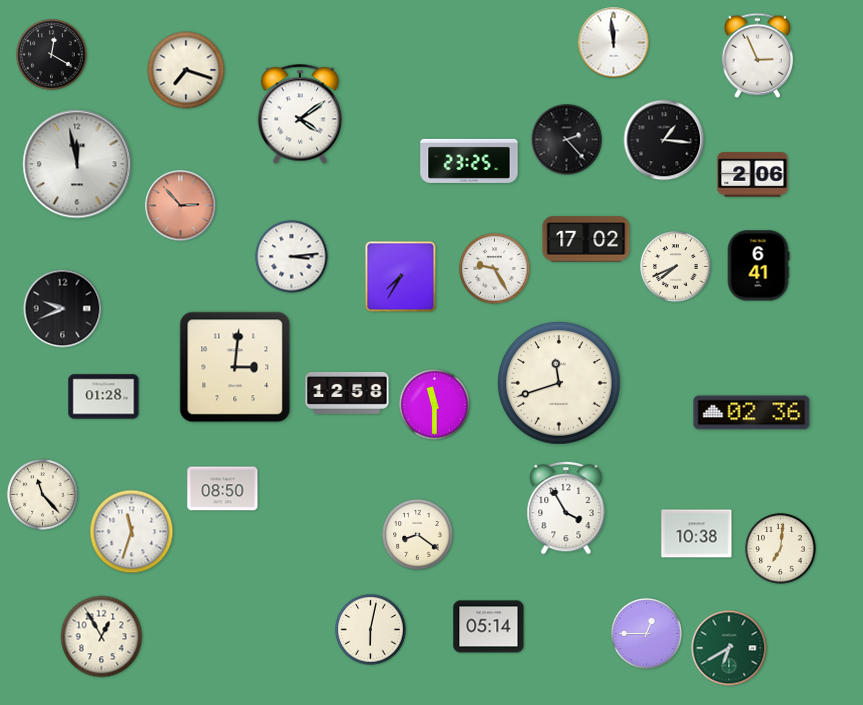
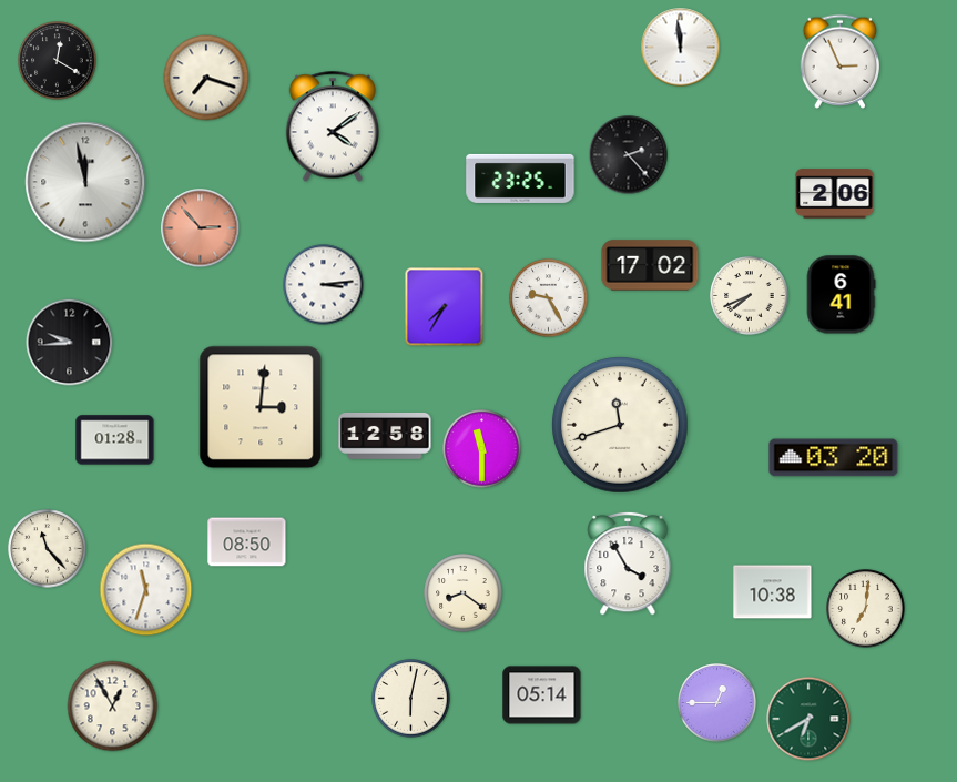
clock at (664, 140): 1:16 -> none
clock at (63, 309): 9:41 -> 9:44
clock at (752, 413): 02:36 -> 03:20
